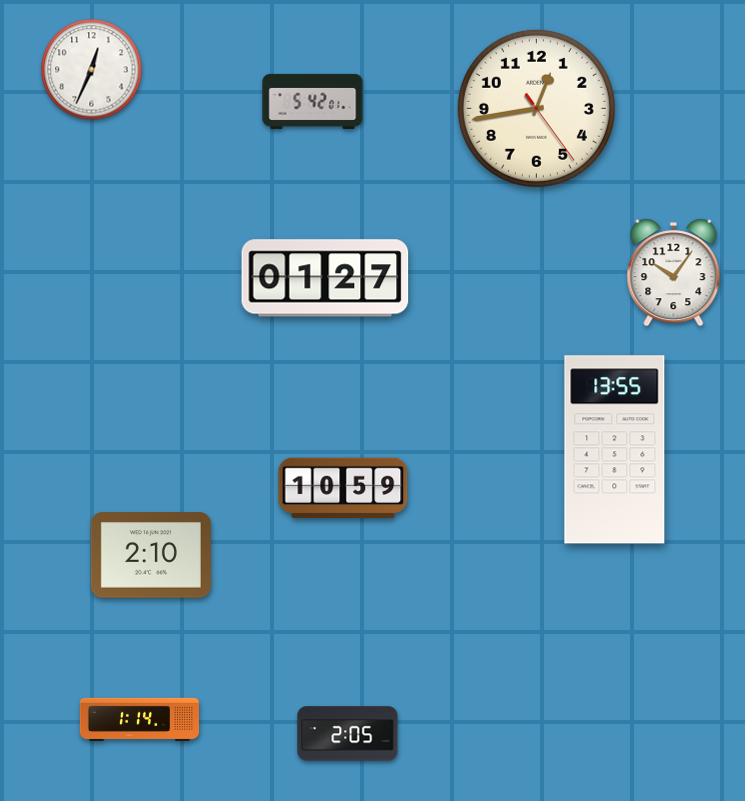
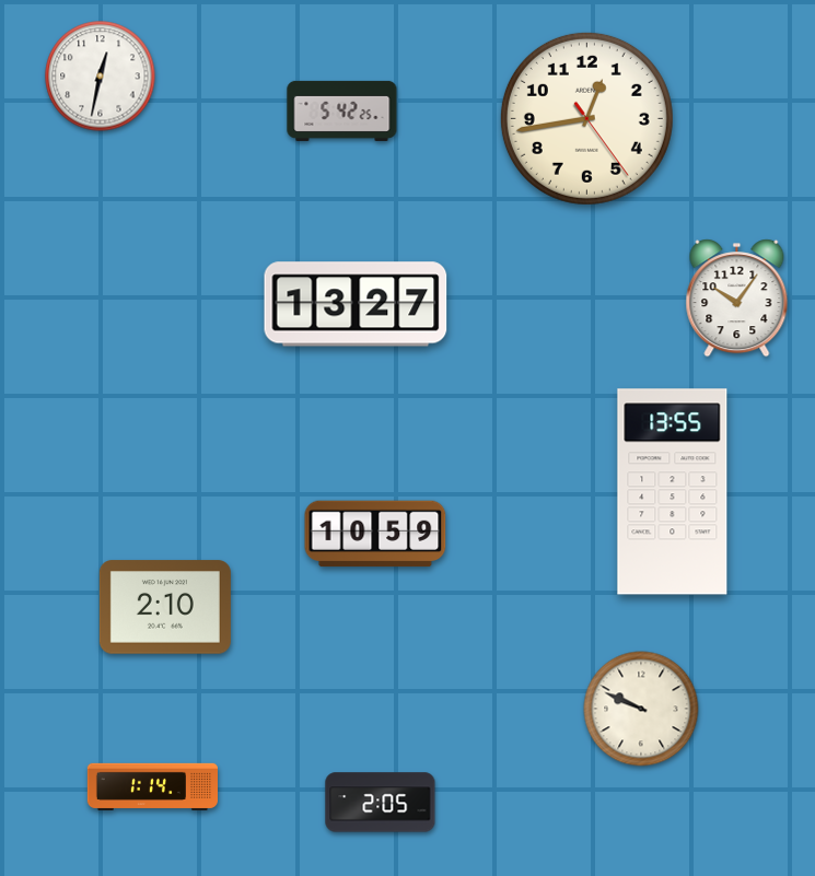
clock at (92, 70): 12:34 -> 12:32
clock at (313, 101): 5:42:01 -> 5:42:25
clock at (325, 278): 01:27 -> 13:27
clock at (641, 709): none -> 9:49
